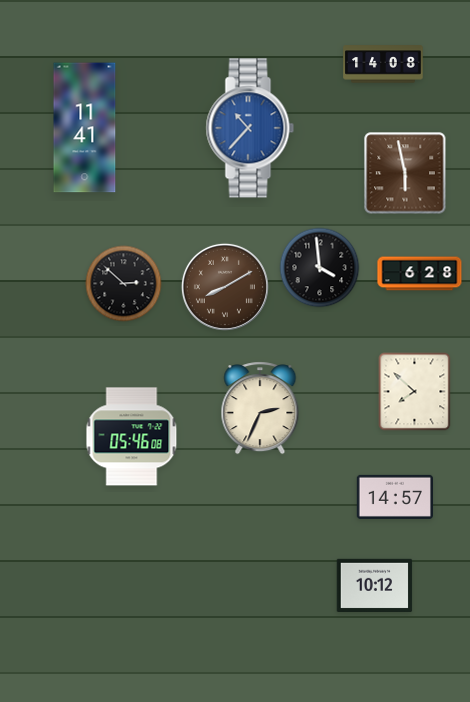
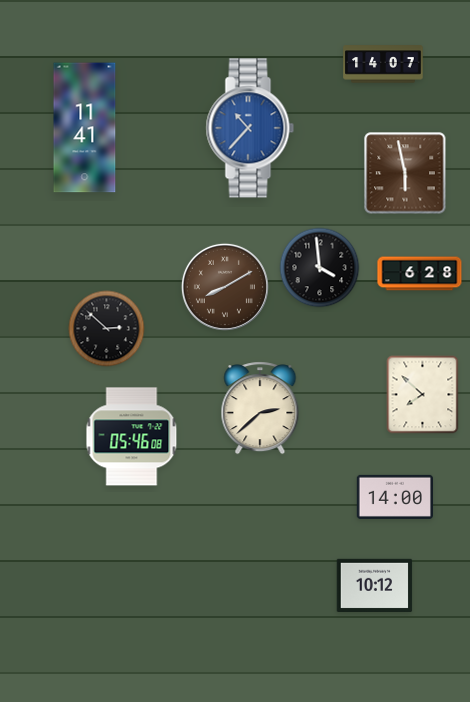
clock at (383, 64): 14:08 -> 14:07
clock at (124, 284) position: (124, 284) -> (107, 329)
clock at (415, 392) position: (415, 392) -> (423, 395)
clock at (260, 408): 2:34 -> 2:38
clock at (394, 497): 14:57 -> 14:00
